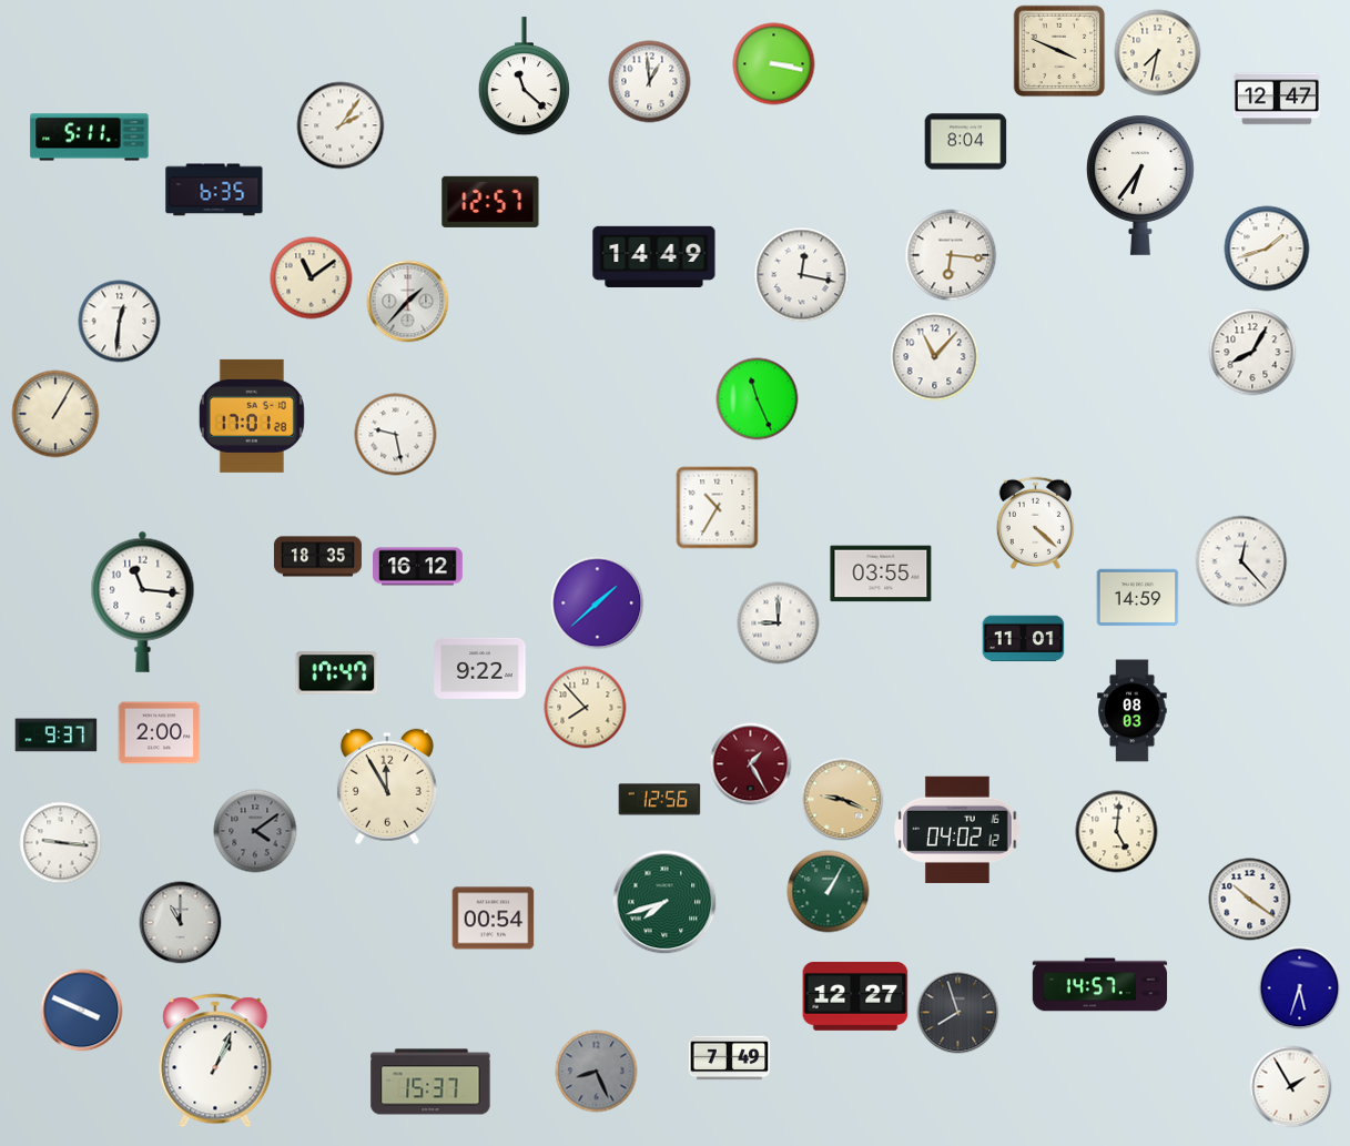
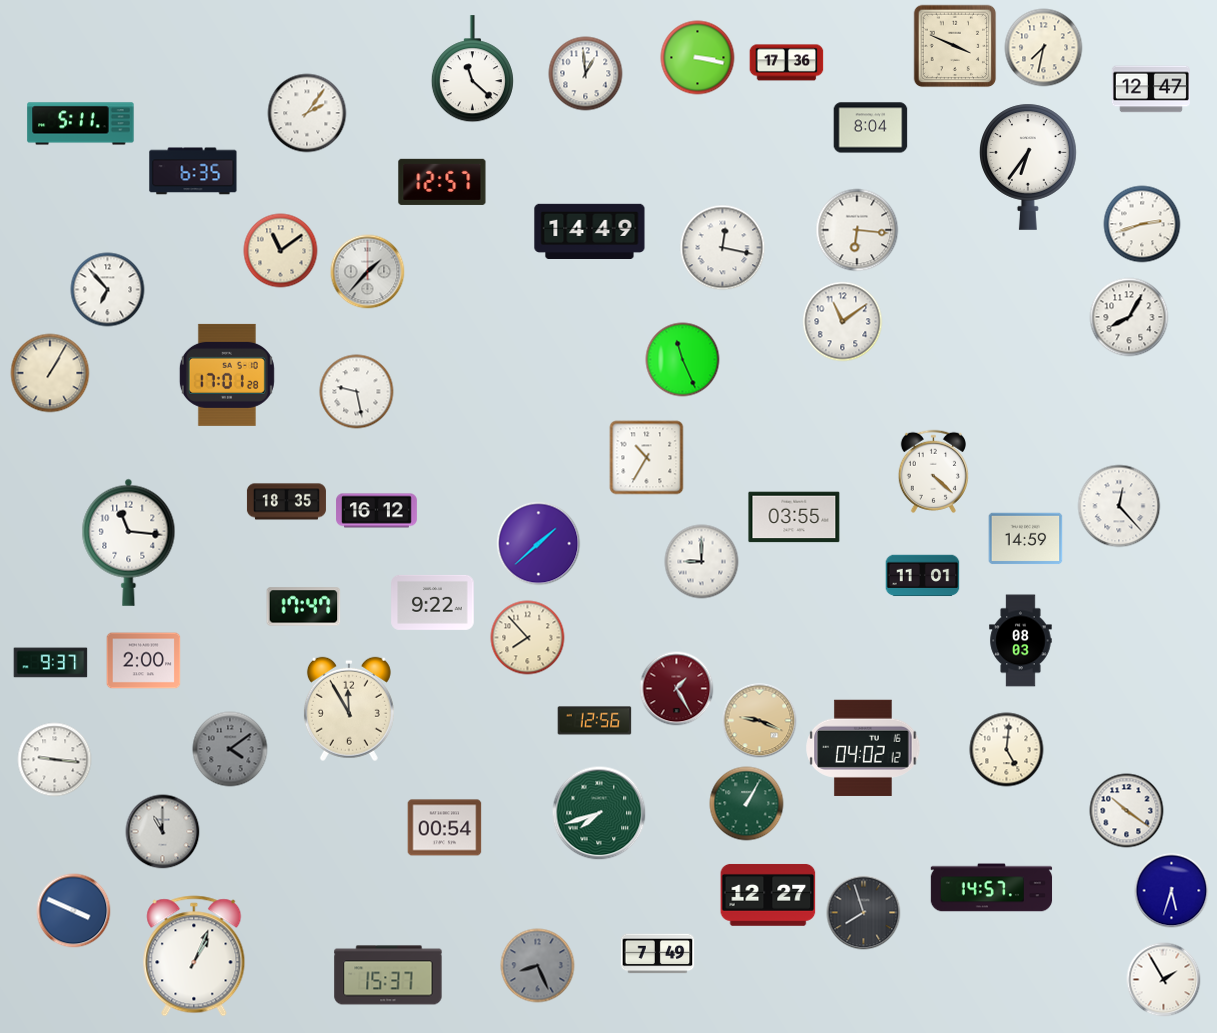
clock at (787, 63): none -> 17:36
clock at (1267, 249): 1:42 -> 2:42
clock at (120, 322): 12:31 -> 6:53
clock at (935, 357): 11:07 -> 11:09
clock at (855, 996) position: (855, 996) -> (768, 895)
